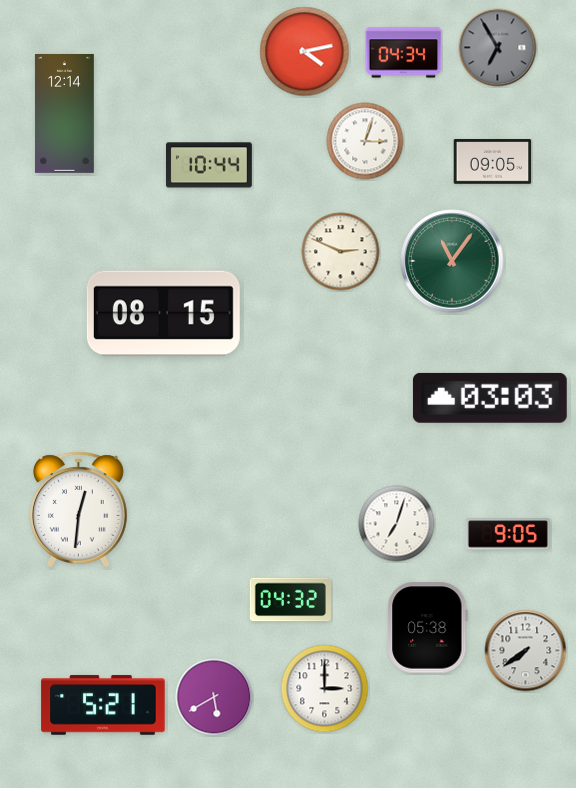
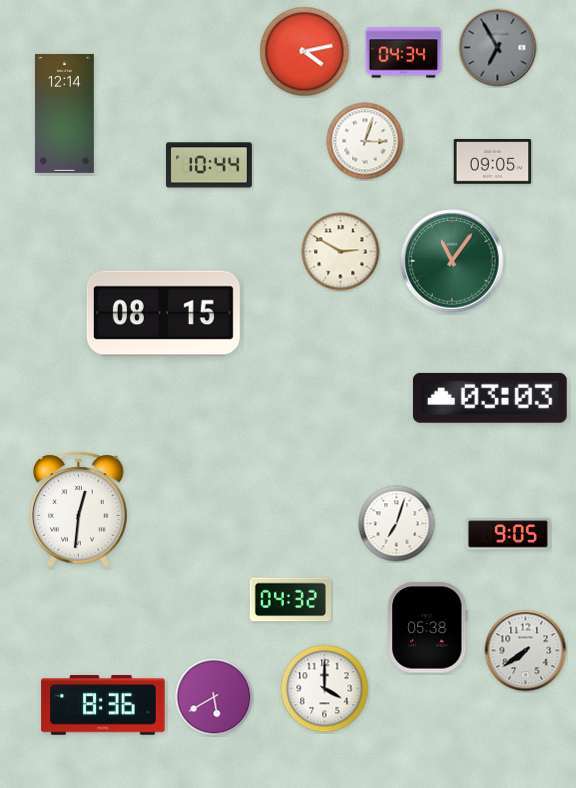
clock at (341, 252): 2:49 -> 2:50
clock at (325, 689): 3:00 -> 4:00
clock at (103, 705): 5:21 -> 8:36
